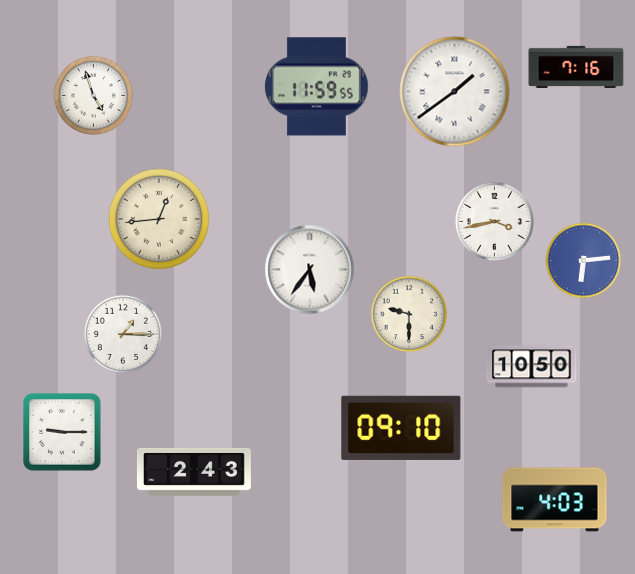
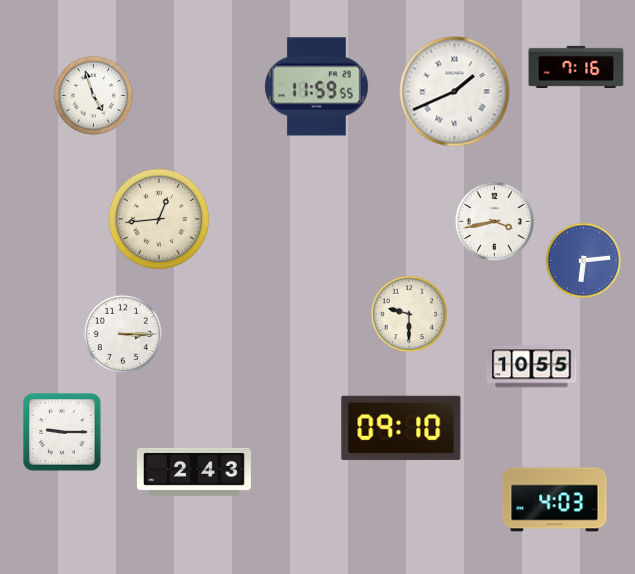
clock at (455, 92): 1:39 -> 1:41
clock at (310, 270): 5:36 -> none
clock at (123, 334): 1:15 -> 3:15
clock at (532, 367): 10:50 -> 10:55
